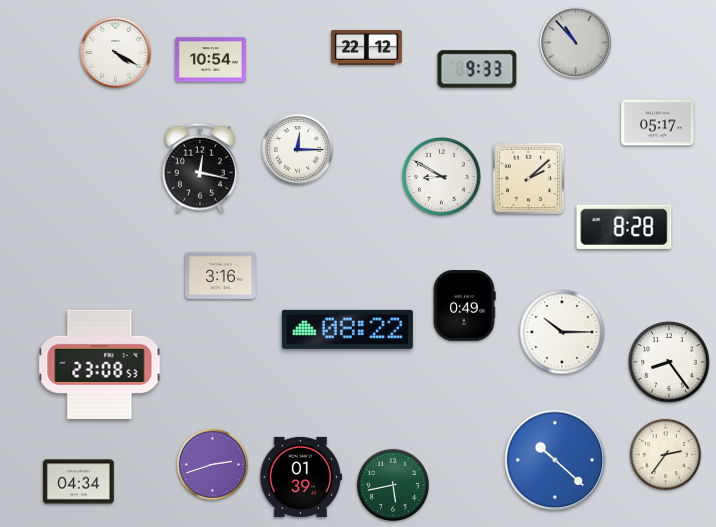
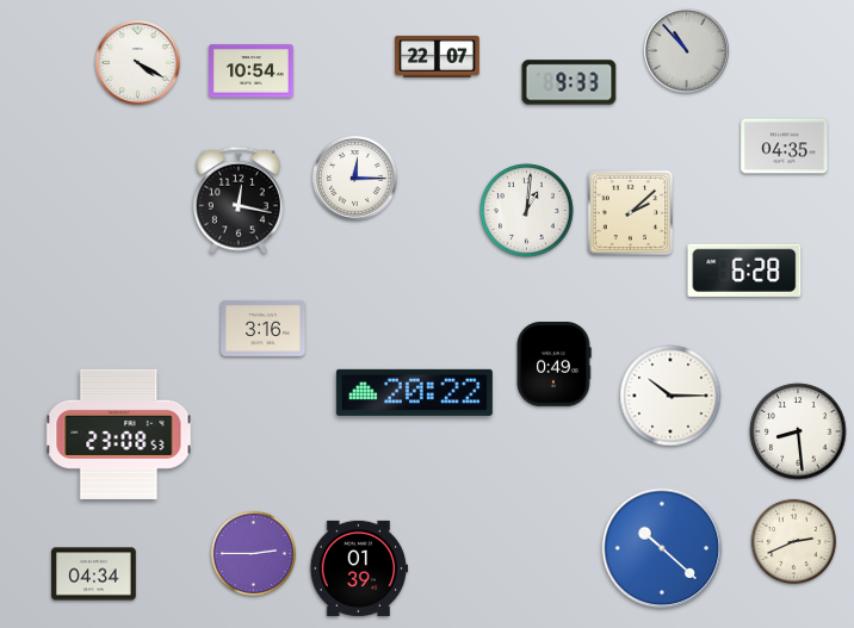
clock at (367, 47): 22:12 -> 22:07
clock at (658, 123): 05:17 -> 04:35
clock at (442, 177): 8:50 -> 1:01
clock at (624, 227): 8:28 -> 6:28
clock at (347, 329): 08:22 -> 20:22
clock at (669, 362): 8:24 -> 8:29
clock at (666, 455): 2:36 -> 2:41
clock at (213, 465): 2:42 -> 2:45
clock at (392, 484): 5:43 -> none
